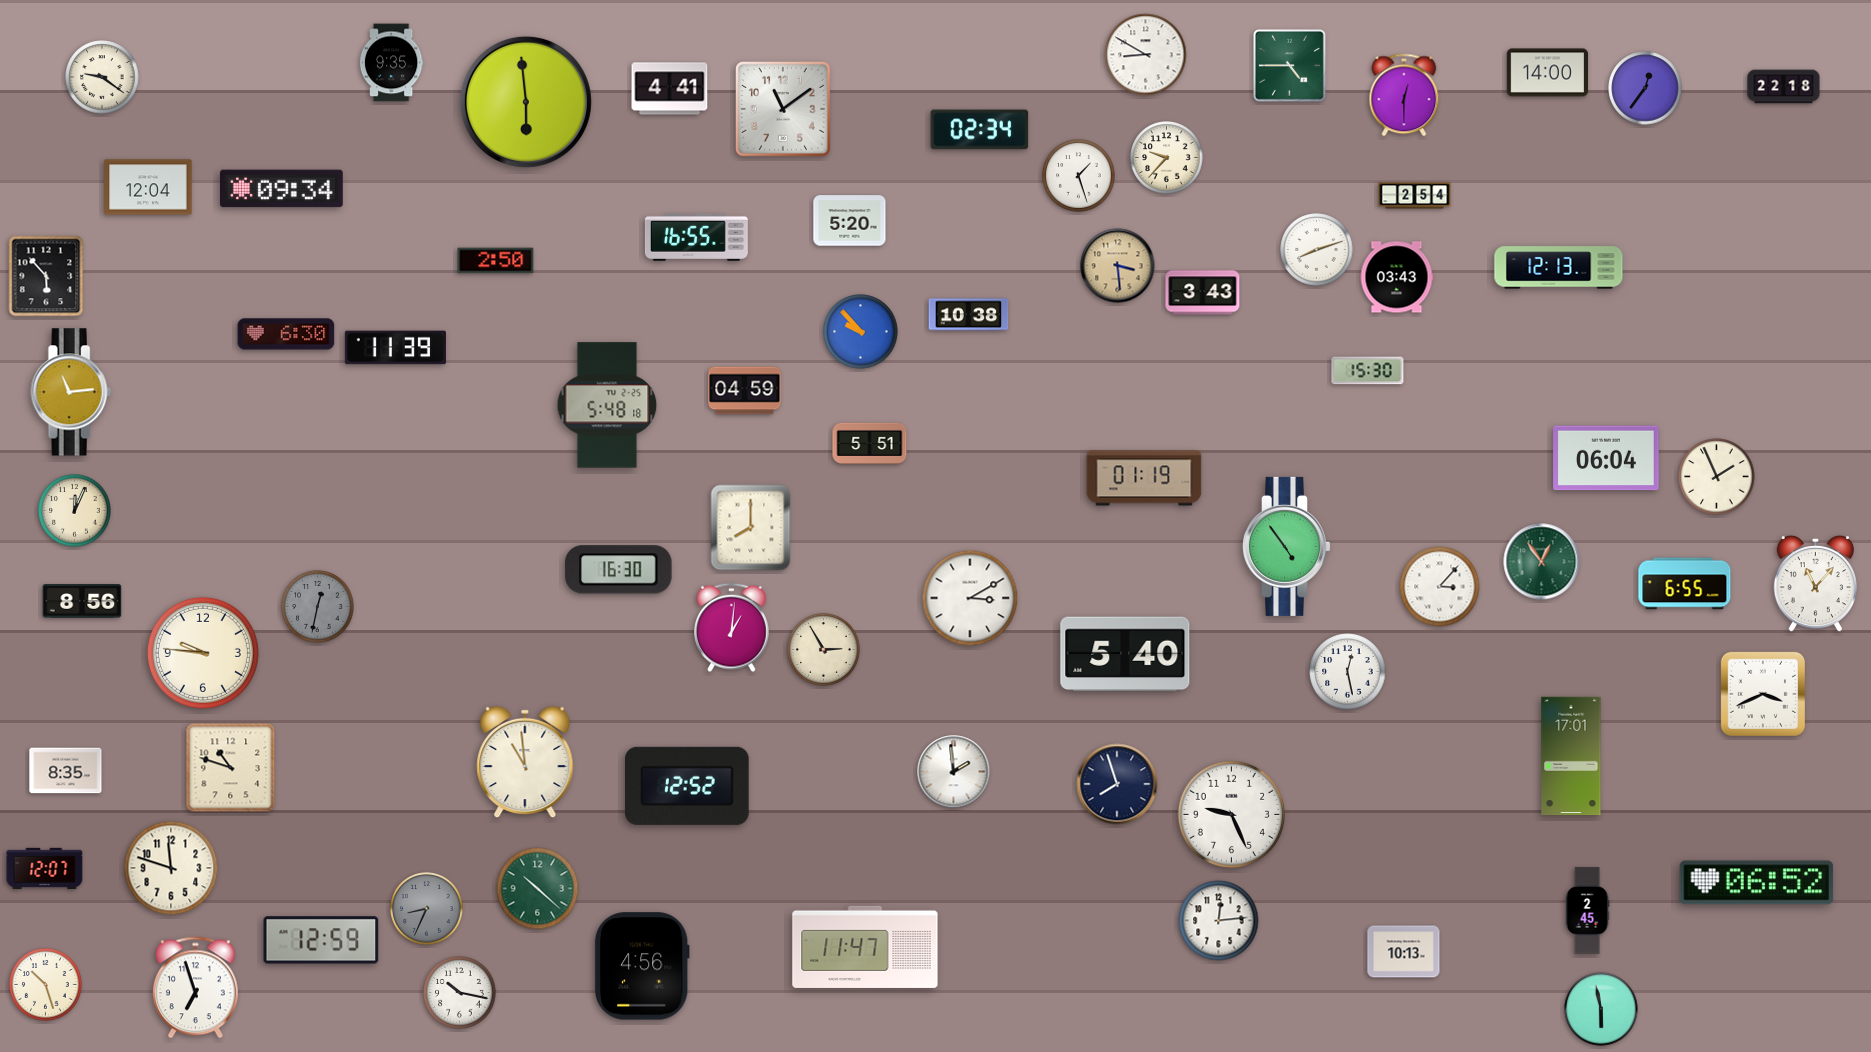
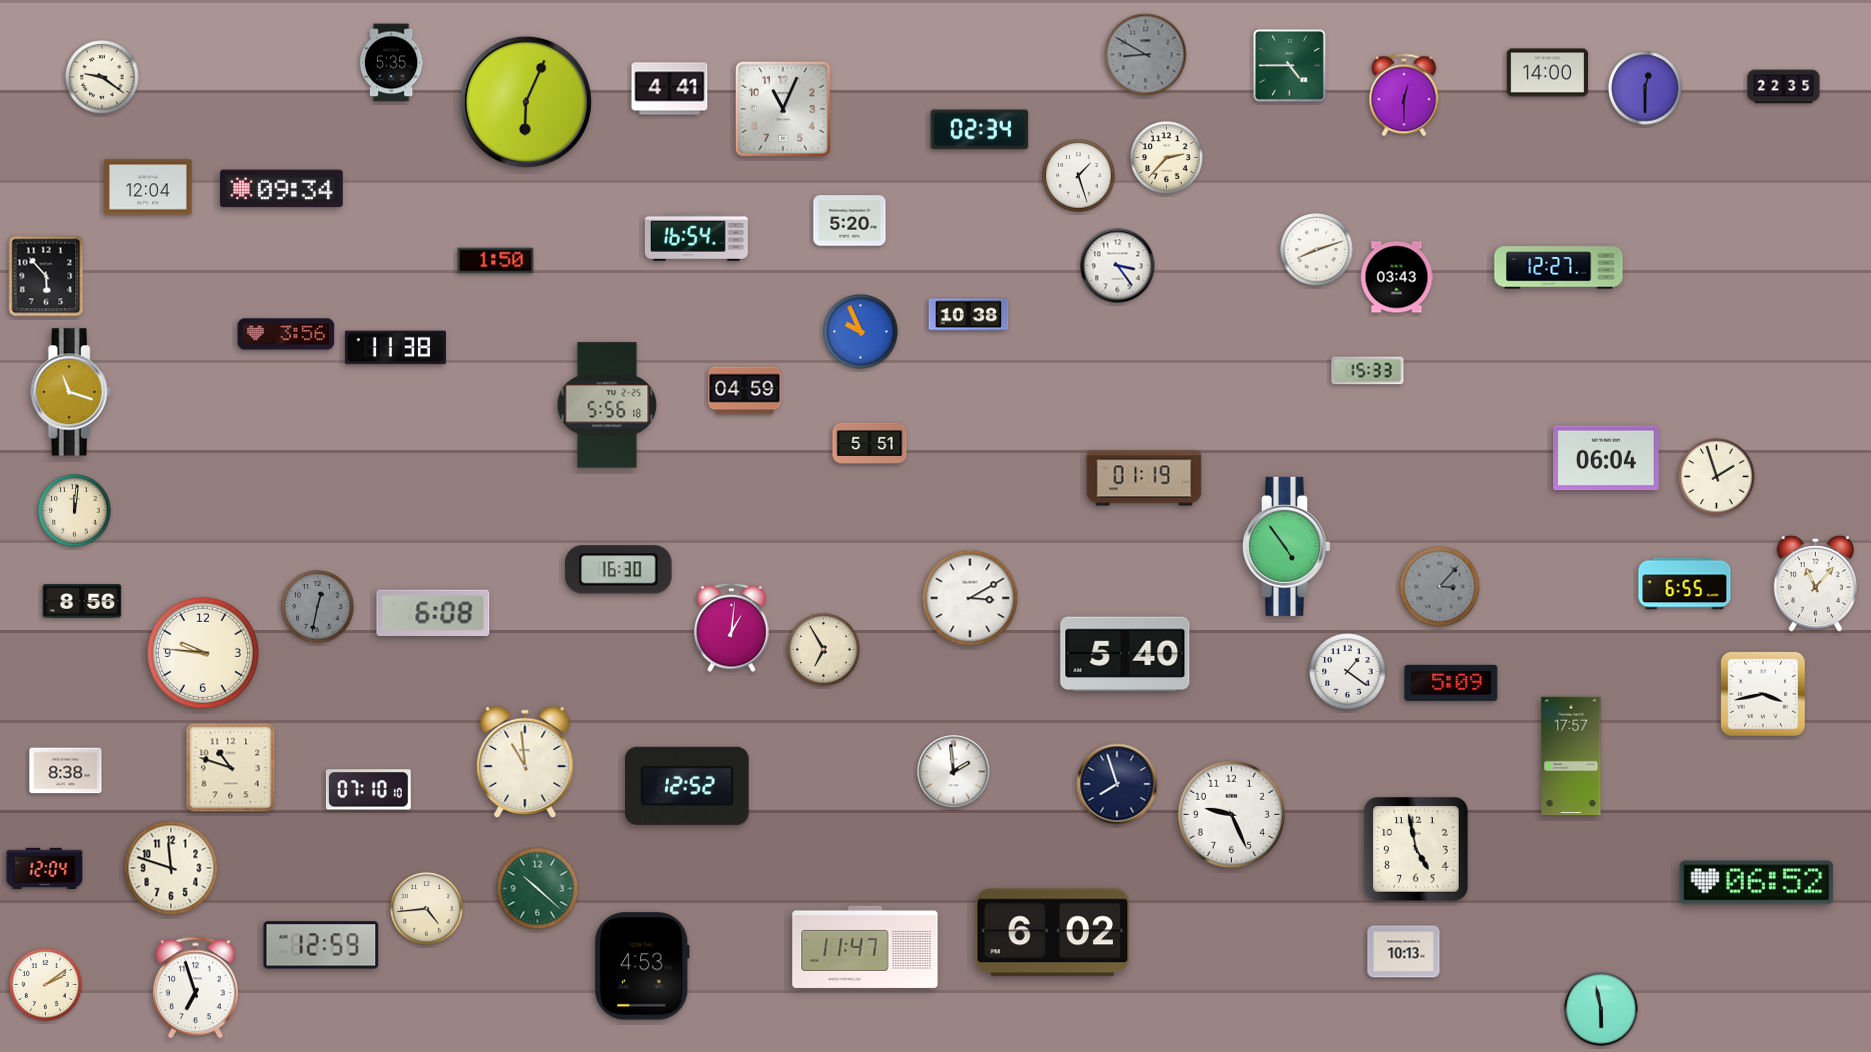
clock at (1146, 55) dial: white -> grey
clock at (391, 63): 9:35 -> 5:35
clock at (1784, 87): 22:18 -> 22:35
clock at (1645, 88): 12:36 -> 12:30
clock at (526, 102): 5:59 -> 6:04
clock at (783, 109): 11:09 -> 11:04
clock at (1167, 158): 9:37 -> 2:37
clock at (1415, 196): 2:54 -> none
clock at (696, 237): 16:55 -> 16:54
clock at (496, 261): 2:50 -> 1:50
clock at (1118, 266): 3:29 -> 3:24
clock at (1118, 266) dial: champagne -> white
clock at (1559, 268): 12:13 -> 12:27
clock at (1203, 293): 3:43 -> none
clock at (861, 332): 9:53 -> 9:56
clock at (286, 334): 6:30 -> 3:56
clock at (395, 348): 11:39 -> 11:38
clock at (1368, 371): 15:30 -> 15:33
clock at (71, 392): 11:14 -> 11:18
clock at (607, 405): 5:48 -> 5:56
clock at (1717, 477): 1:56 -> 1:57
clock at (75, 511): 12:04 -> 12:01
clock at (751, 528): 8:00 -> none
clock at (1542, 562): 12:54 -> none
clock at (1440, 587) dial: white -> grey
clock at (433, 612): none -> 6:08
clock at (824, 650): 2:55 -> 6:55
clock at (1348, 672): 12:28 -> 1:21
clock at (1451, 683): none -> 5:09
clock at (1763, 694): 3:41 -> 3:43
clock at (1571, 756): 17:01 -> 17:57
clock at (66, 771): 8:35 -> 8:38
clock at (368, 790): none -> 07:10
clock at (1416, 849): none -> 4:58
clock at (45, 868): 12:07 -> 12:04
clock at (427, 909): 8:34 -> 4:44
clock at (427, 909) dial: grey -> cream
clock at (1587, 911): 2:45 -> none
clock at (1219, 921): 12:14 -> none
clock at (1053, 933): none -> 6:02
clock at (321, 940) position: (321, 940) -> (321, 945)
clock at (642, 966): 4:56 -> 4:53
clock at (46, 985): 10:27 -> 2:09
clock at (460, 993): 10:17 -> none
